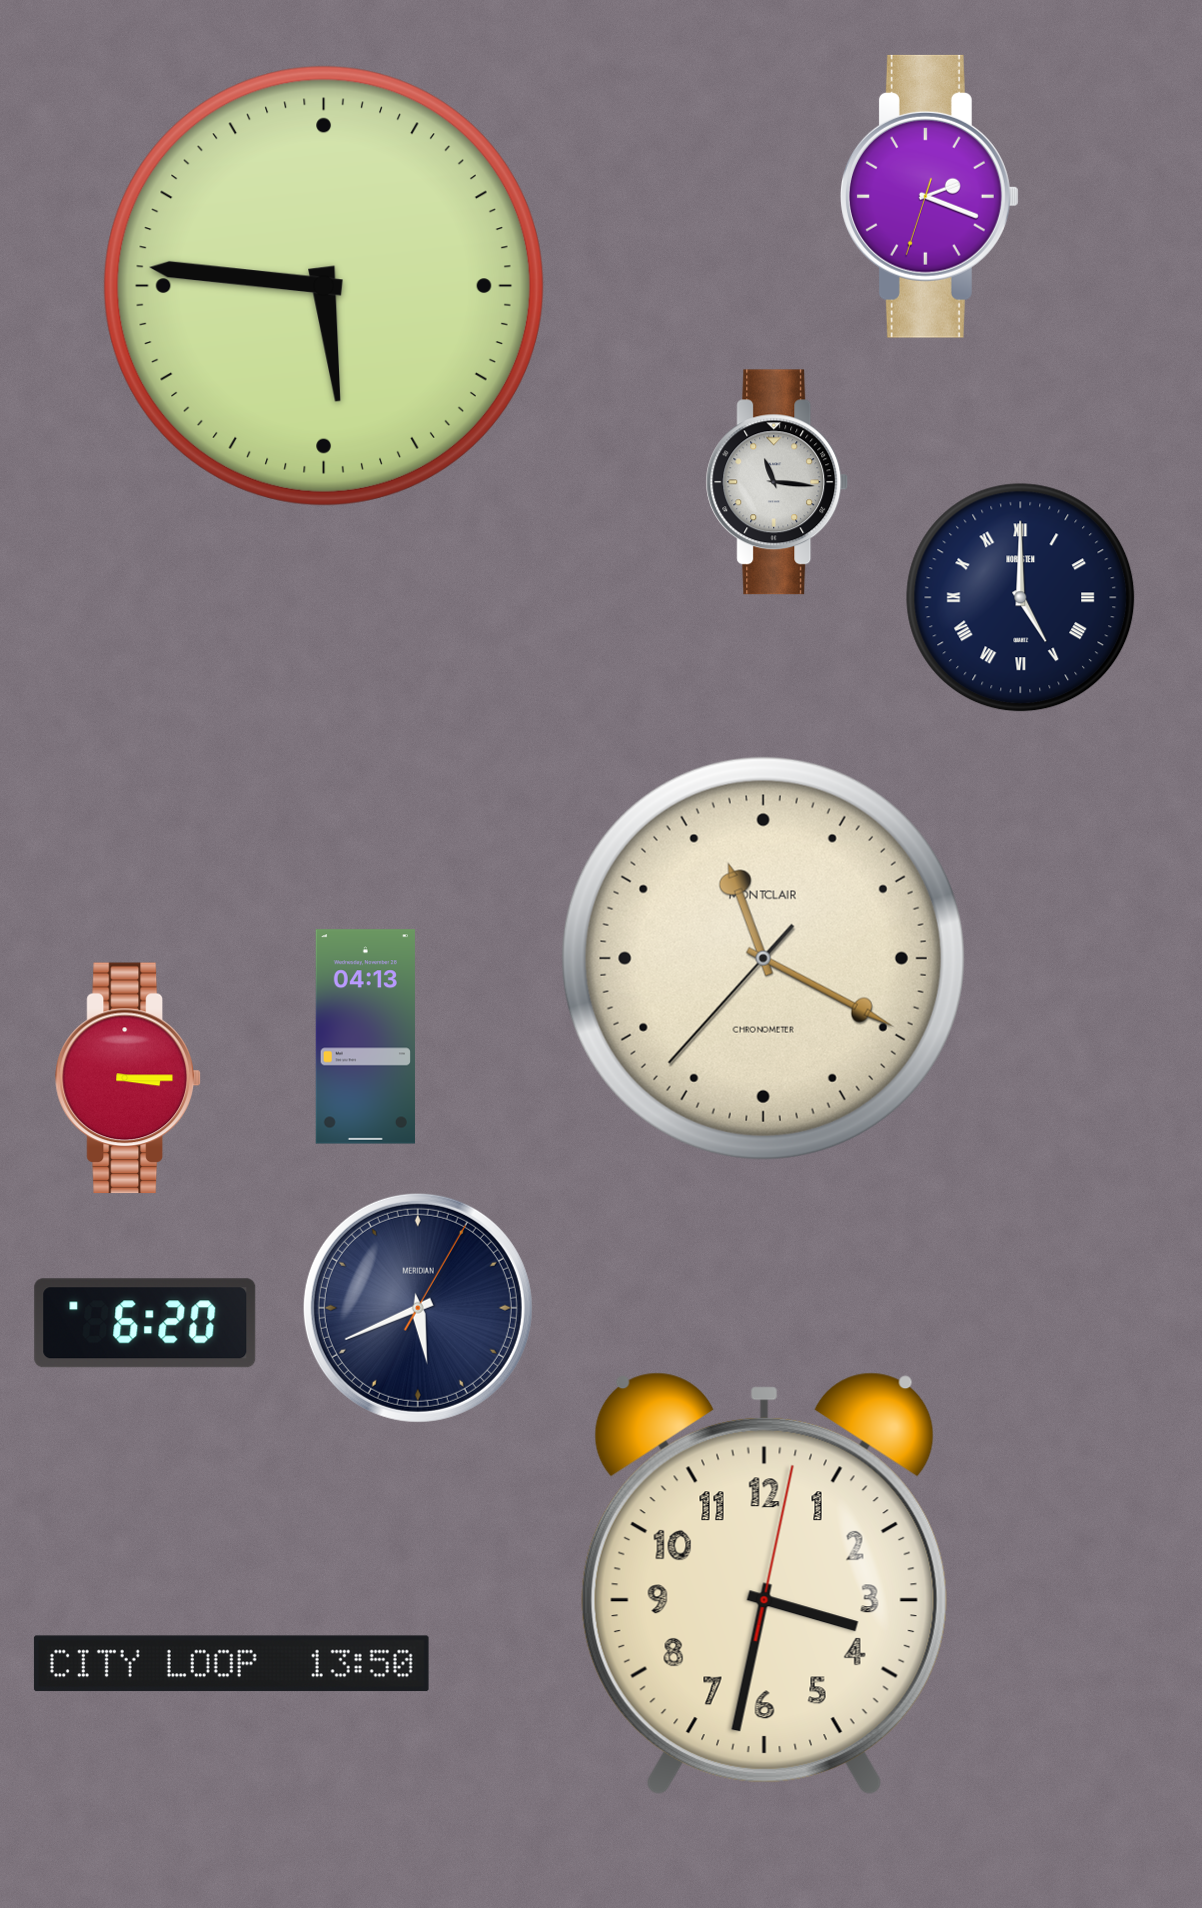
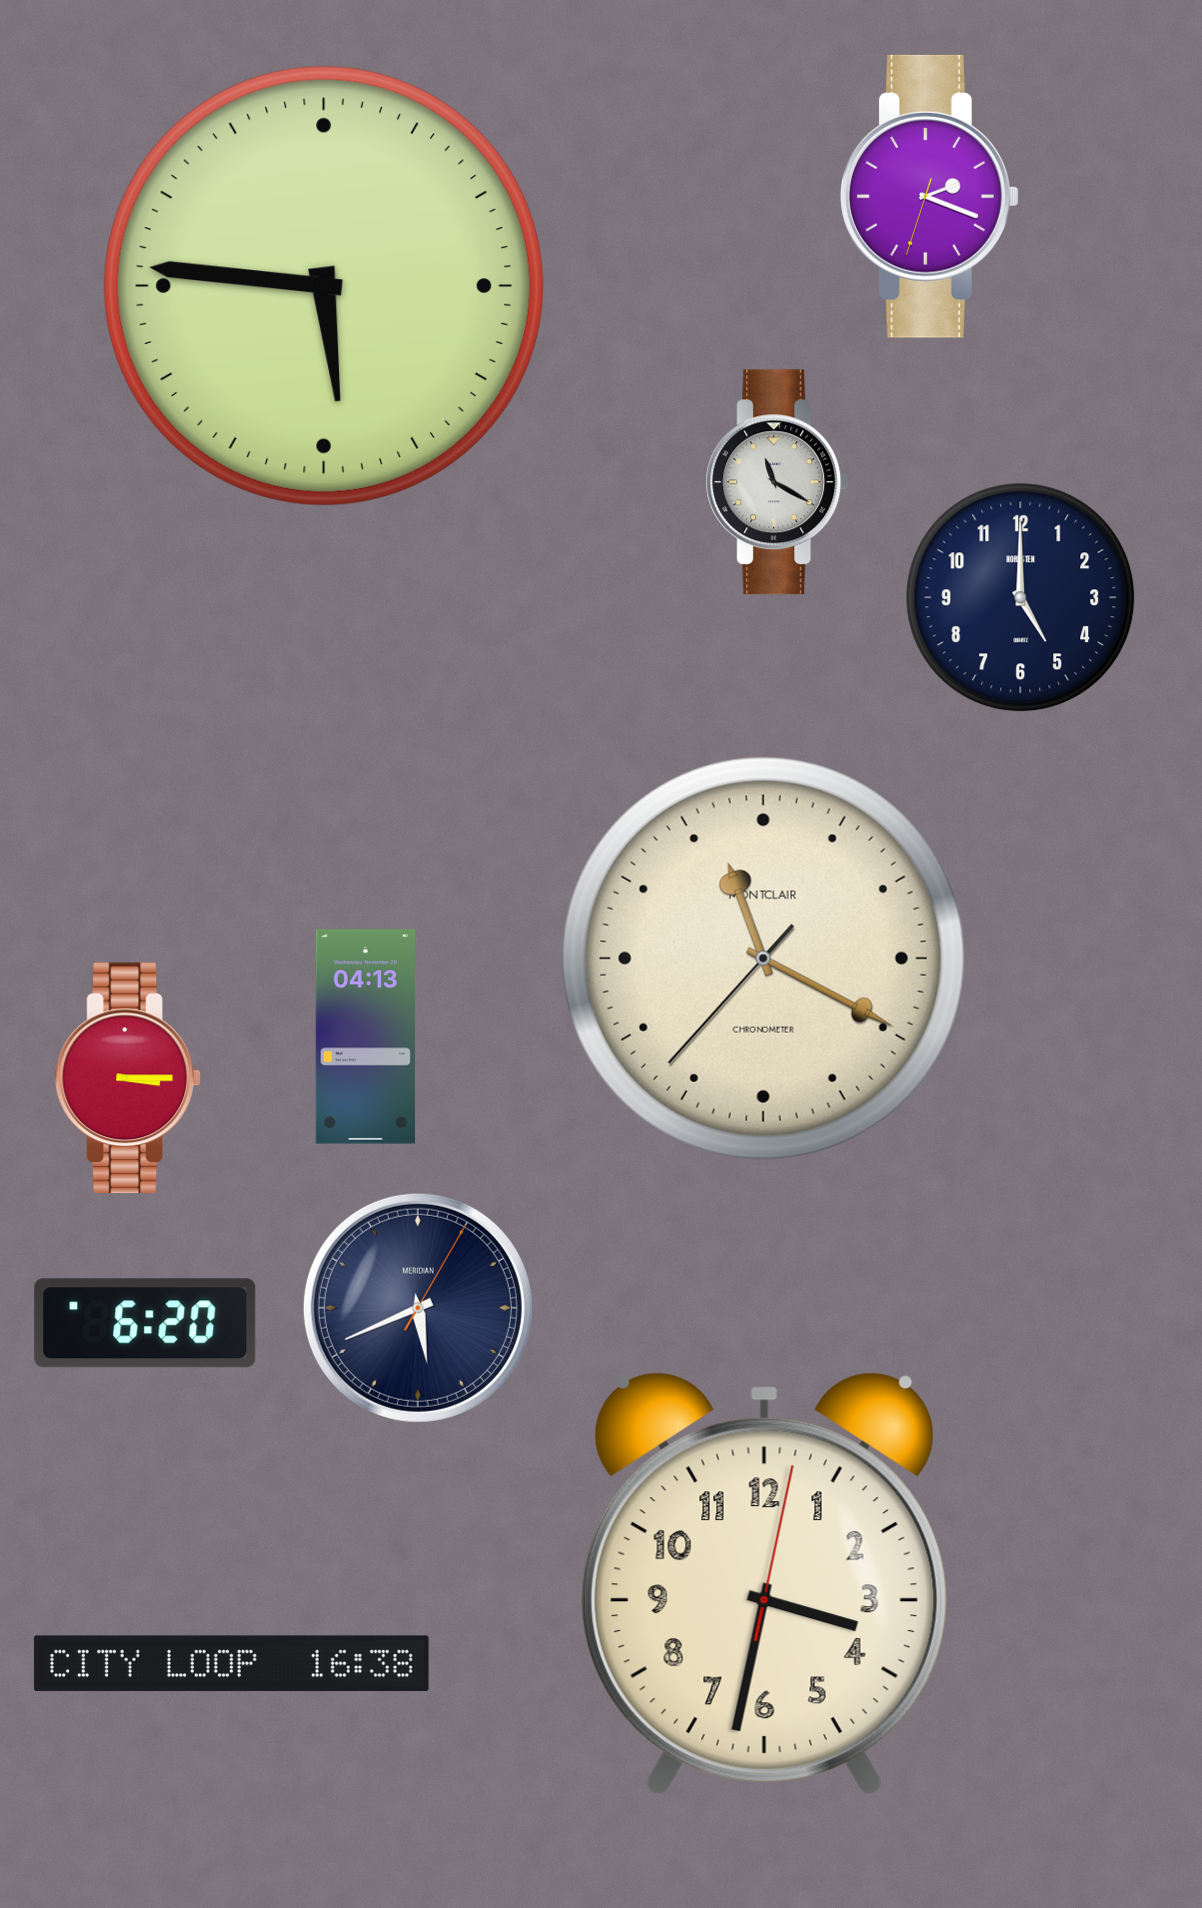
clock at (777, 482): 11:16 -> 11:20
clock at (1021, 598) numerals: Roman -> Arabic
clock at (231, 1664): 13:50 -> 16:38
